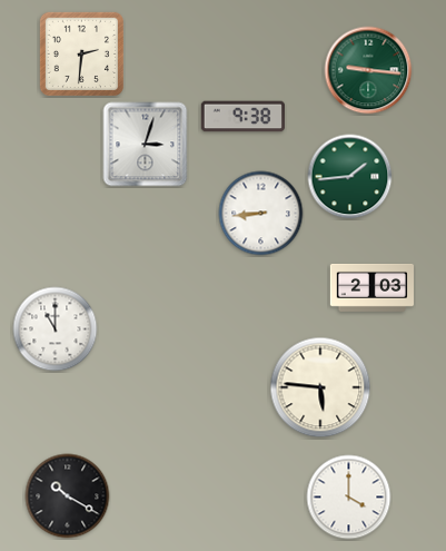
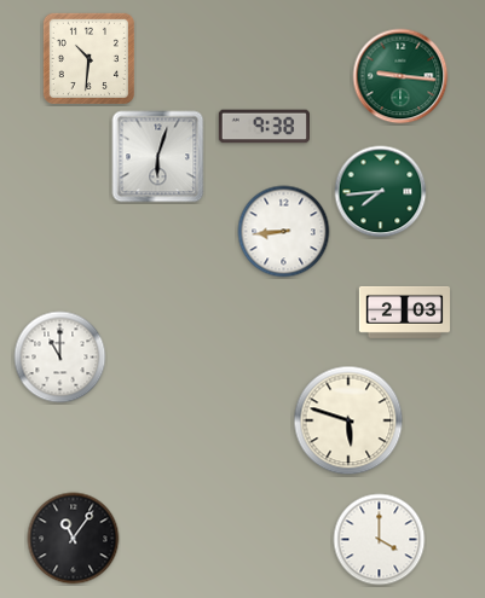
clock at (81, 53): 2:31 -> 10:31
clock at (146, 145): 3:03 -> 6:03
clock at (350, 177): 1:44 -> 7:44
clock at (320, 387): 5:46 -> 5:48
clock at (68, 496): 10:20 -> 11:06
